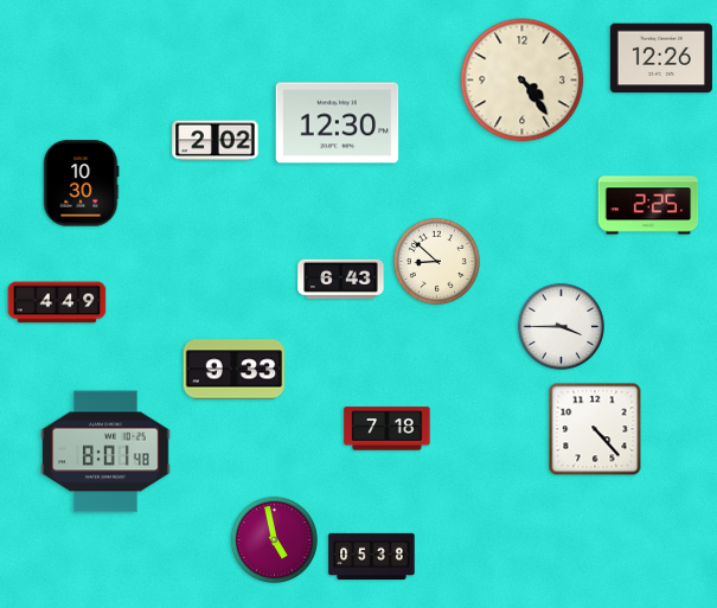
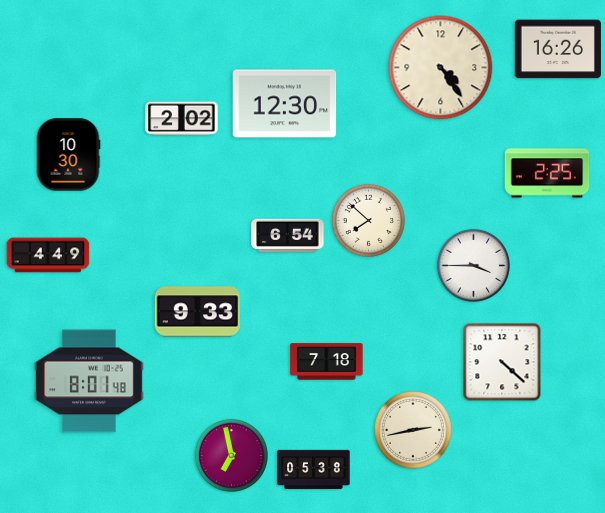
clock at (661, 58): 12:26 -> 16:26
clock at (436, 261): 8:52 -> 7:52
clock at (341, 280): 6:43 -> 6:54
clock at (561, 326) position: (561, 326) -> (473, 265)
clock at (595, 429): 4:23 -> 4:22
clock at (414, 431): none -> 2:43
clock at (274, 539): 4:58 -> 6:58
